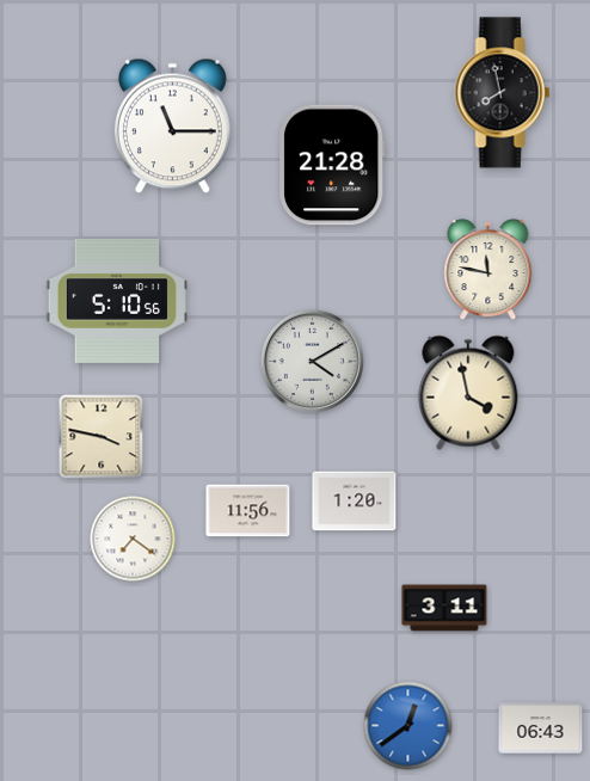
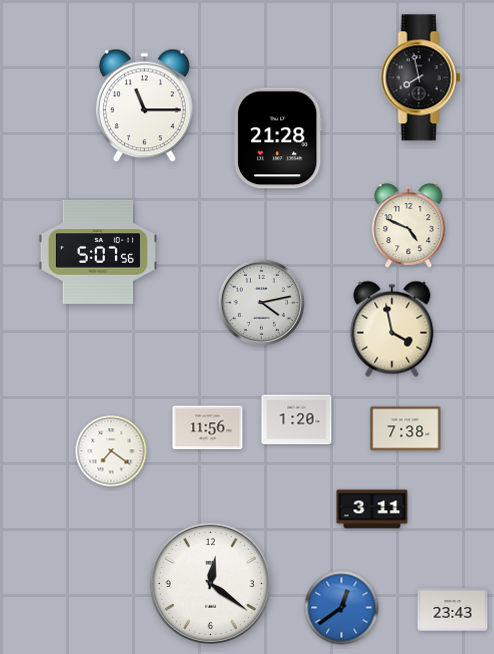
clock at (488, 270): 11:47 -> 4:49
clock at (117, 301): 5:10 -> 5:07
clock at (312, 361): 4:10 -> 4:13
clock at (102, 437): 3:47 -> none
clock at (406, 429): none -> 7:38
clock at (210, 583): none -> 12:21
clock at (541, 728): 06:43 -> 23:43
